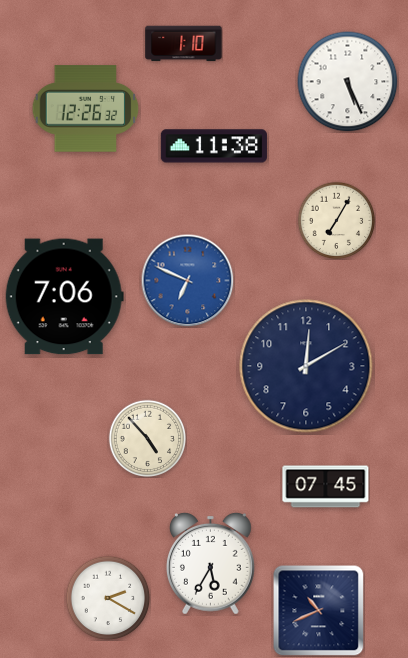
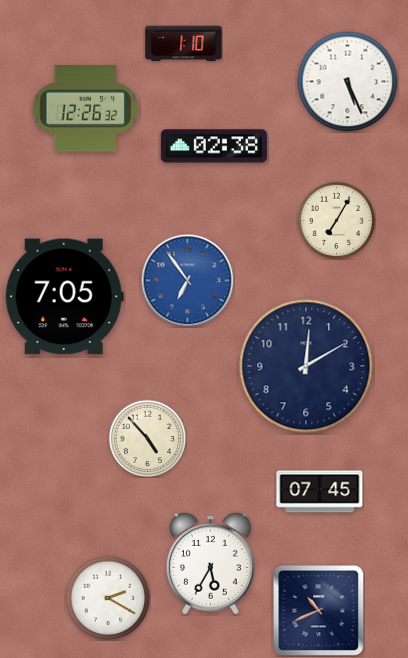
clock at (214, 146): 11:38 -> 02:38
clock at (187, 280): 6:49 -> 6:54
clock at (64, 297): 7:06 -> 7:05
clock at (326, 487) position: (326, 487) -> (320, 492)
